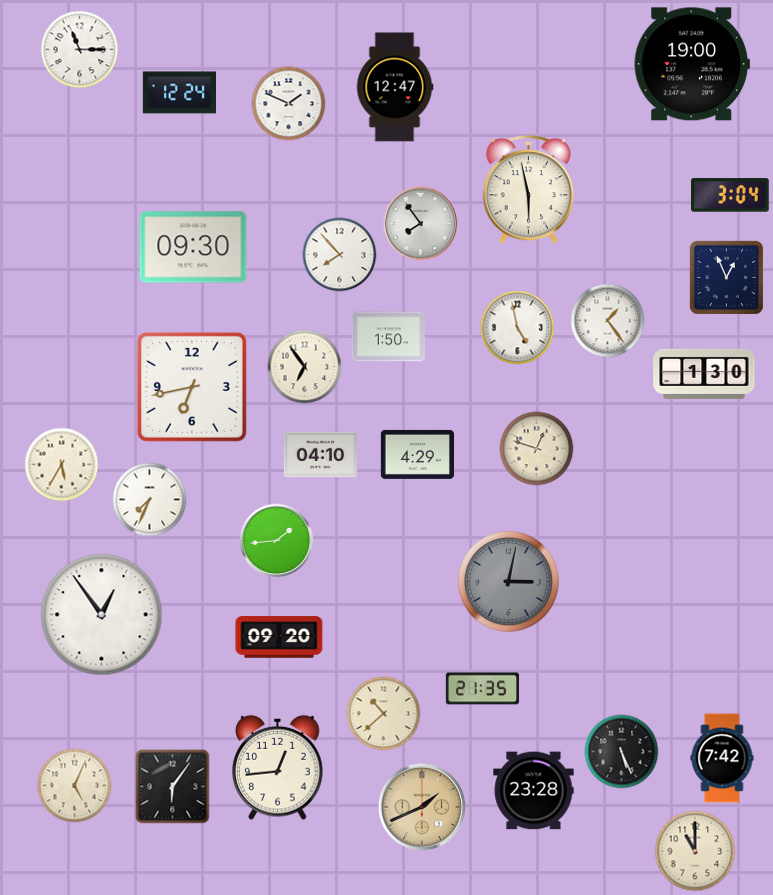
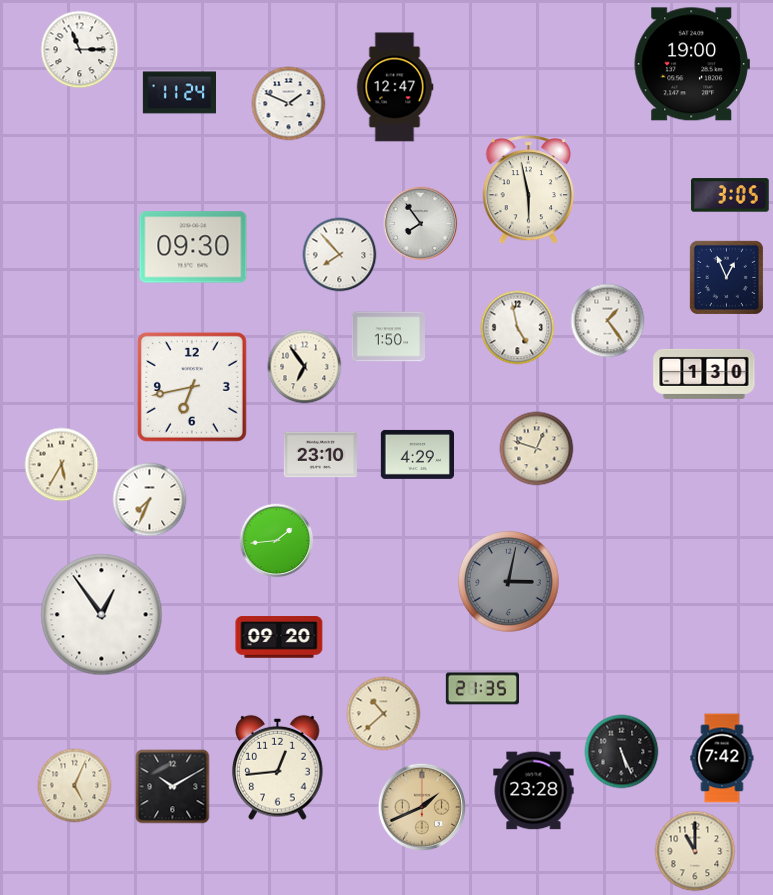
clock at (179, 93): 12:24 -> 11:24
clock at (730, 195): 3:04 -> 3:05
clock at (320, 455): 04:10 -> 23:10
clock at (173, 787): 6:06 -> 10:10
